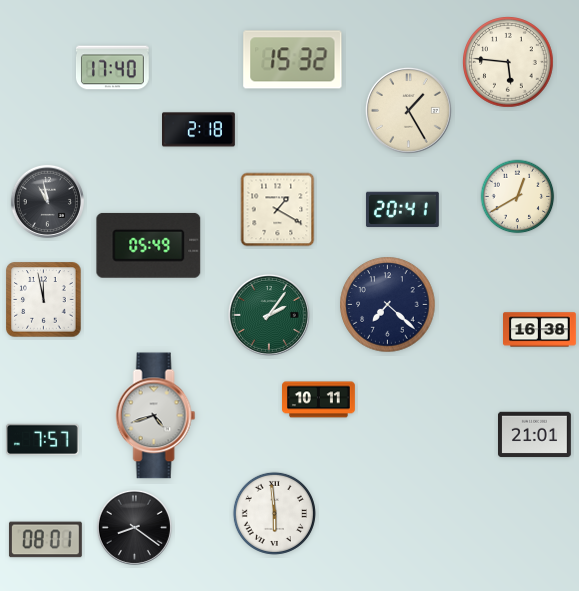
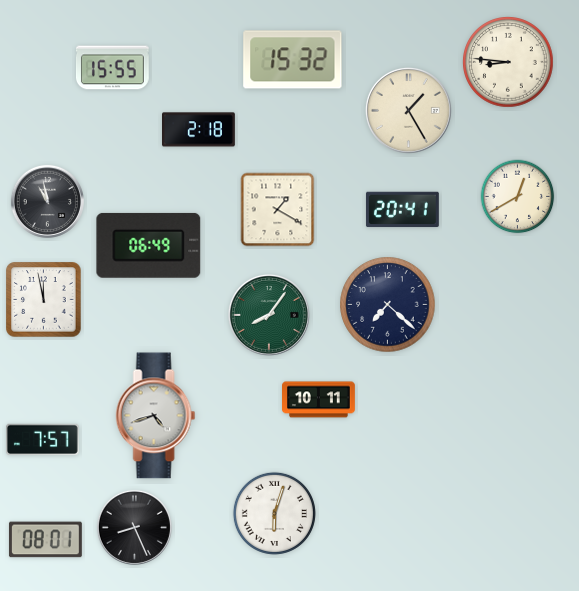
clock at (508, 62): 5:46 -> 8:46
clock at (112, 68): 17:40 -> 15:55
clock at (149, 245): 05:49 -> 06:49
clock at (269, 315): 2:06 -> 8:06
clock at (540, 330): 16:38 -> none
clock at (535, 435): 21:01 -> none
clock at (274, 513): 5:59 -> 6:03
clock at (134, 527): 8:21 -> 8:26
